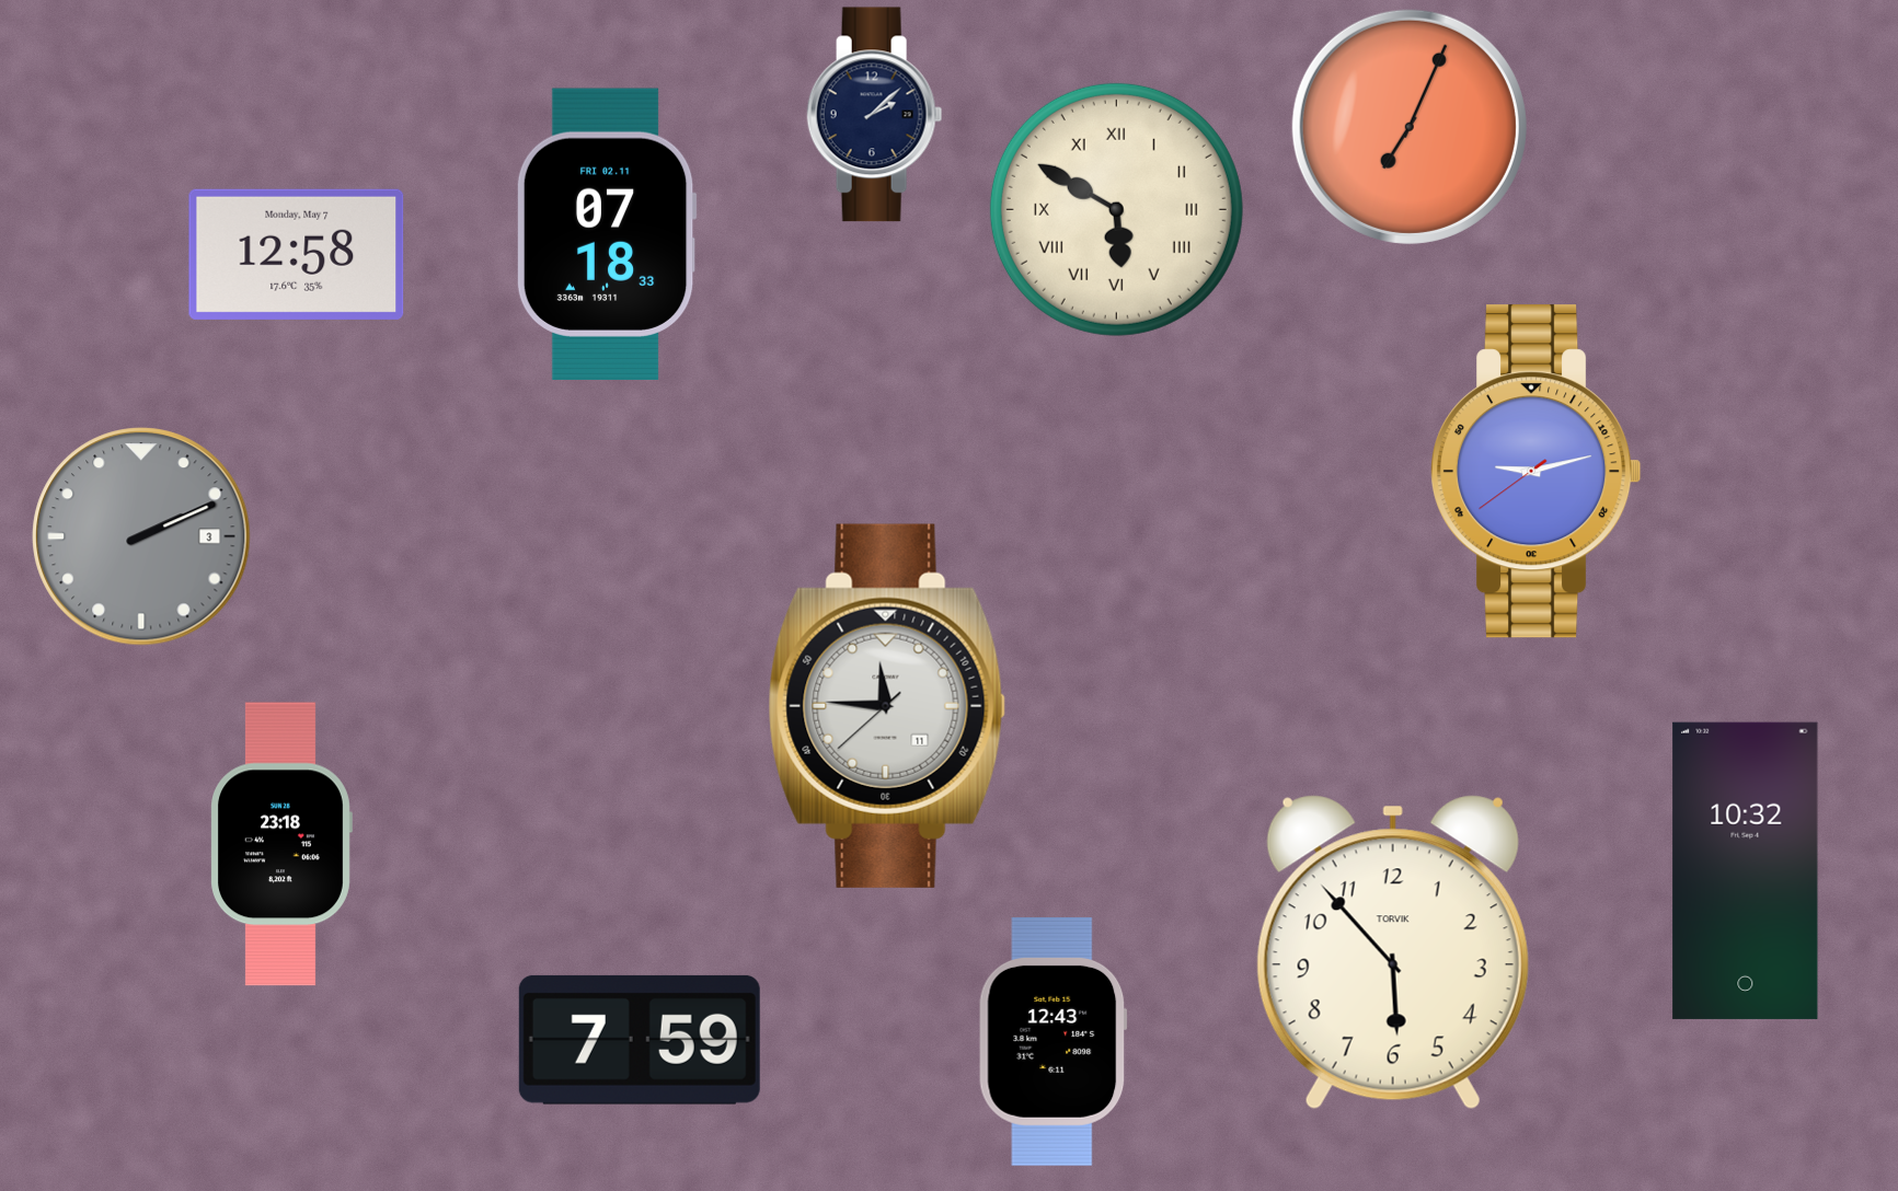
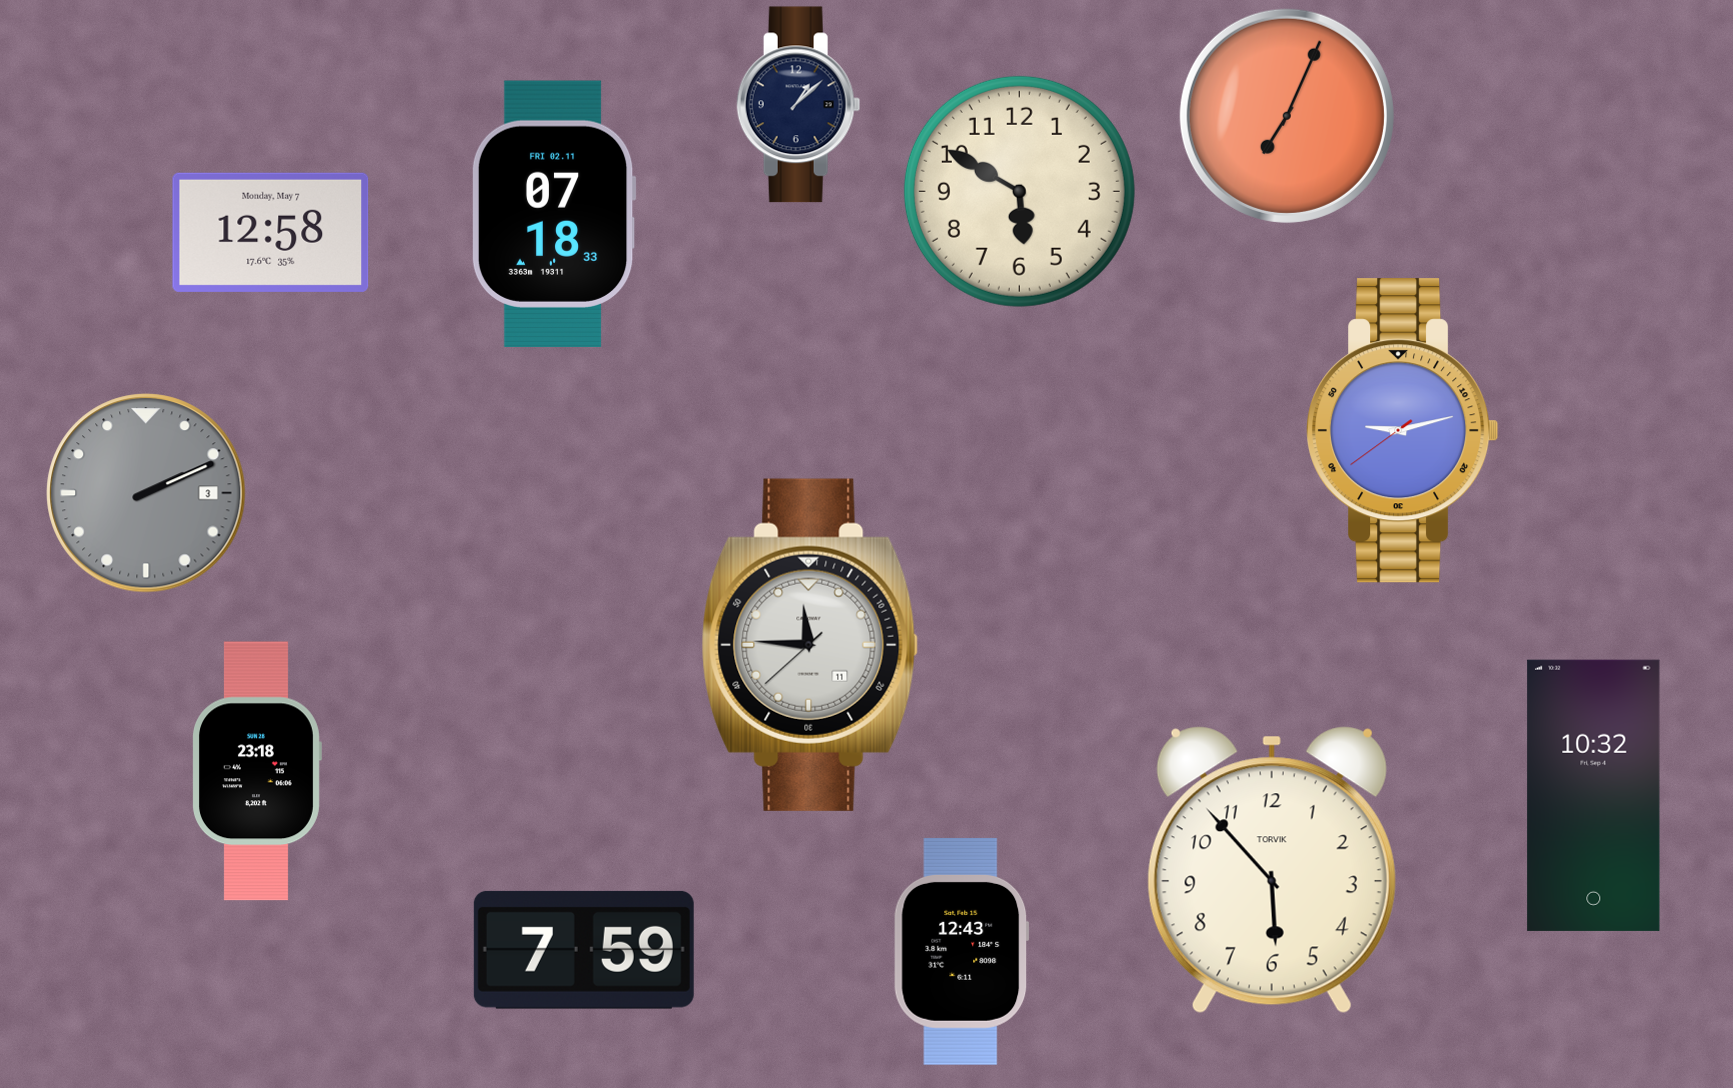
clock at (875, 115): 2:08 -> 1:08
clock at (1116, 209) numerals: Roman -> Arabic
clock at (141, 536) position: (141, 536) -> (146, 493)
